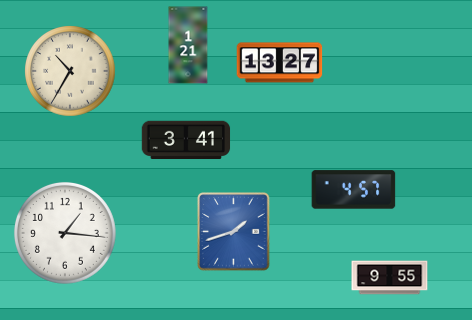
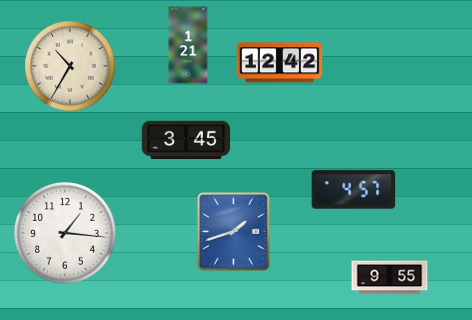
clock at (280, 63): 13:27 -> 12:42
clock at (70, 71) position: (70, 71) -> (70, 66)
clock at (186, 140): 3:41 -> 3:45
